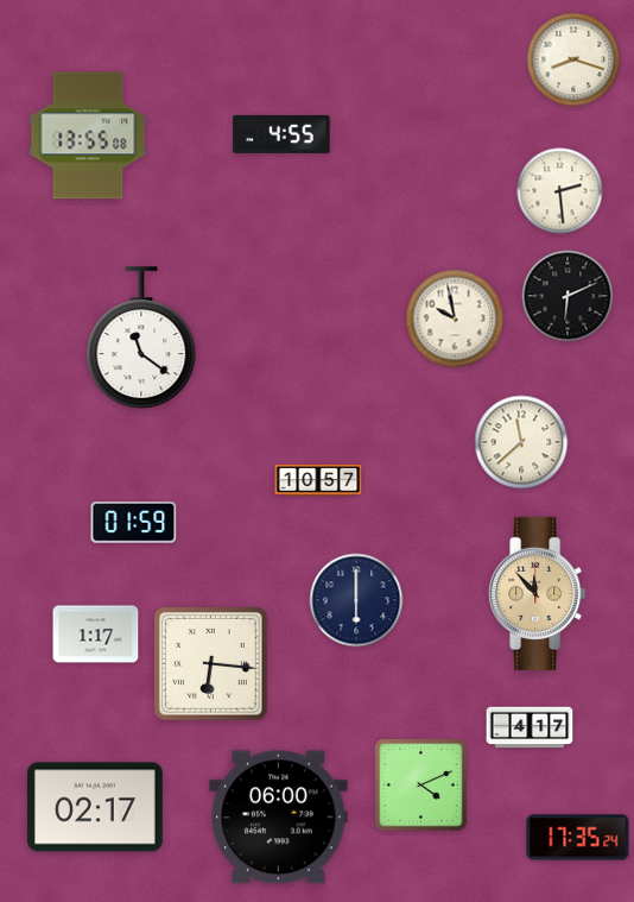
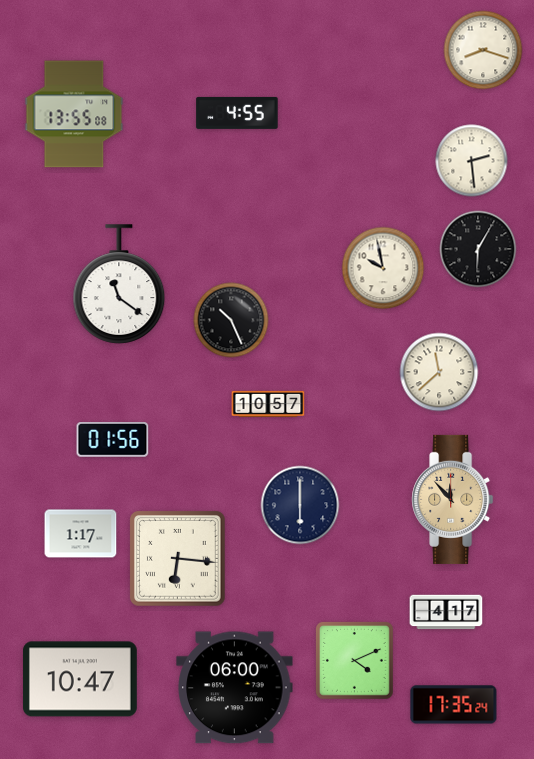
clock at (568, 296): 6:11 -> 6:05
clock at (231, 320): none -> 10:26
clock at (134, 523): 01:59 -> 01:56
clock at (95, 807): 02:17 -> 10:47
clock at (578, 838) position: (578, 838) -> (454, 705)
